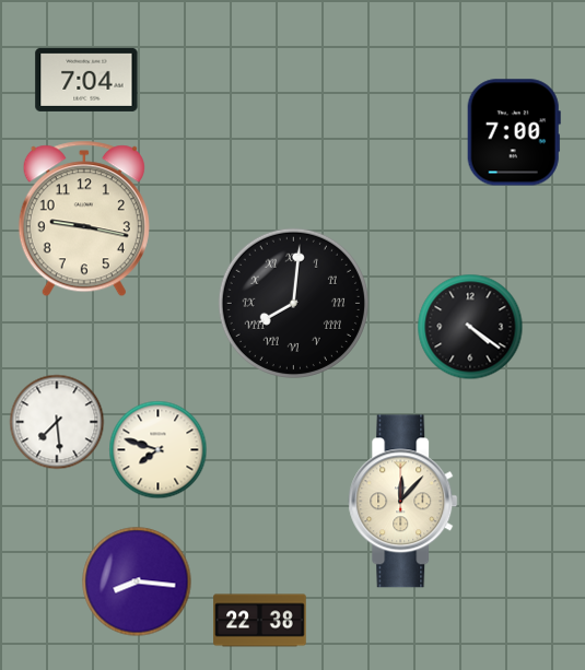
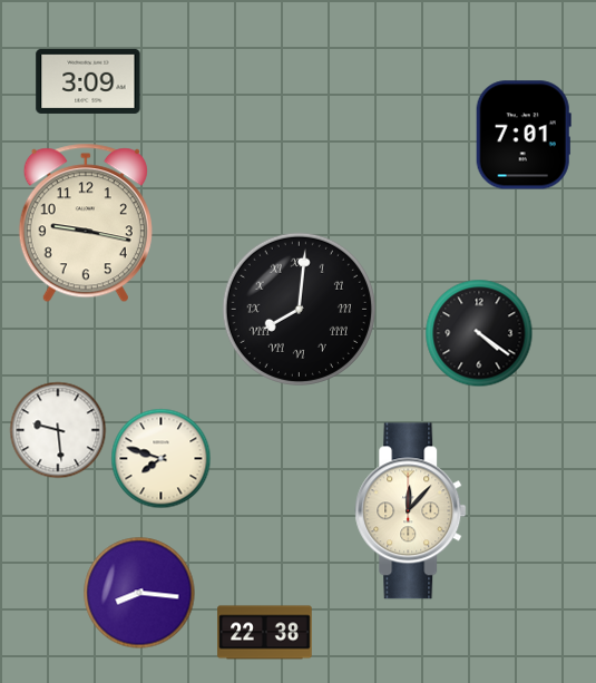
clock at (86, 80): 7:04 -> 3:09
clock at (514, 132): 7:00 -> 7:01
clock at (57, 422): 7:29 -> 9:29
